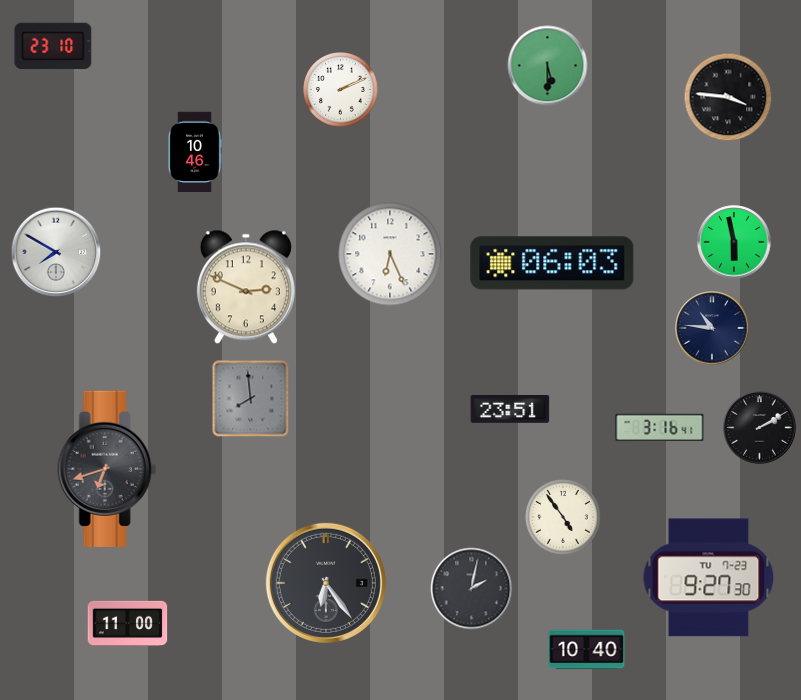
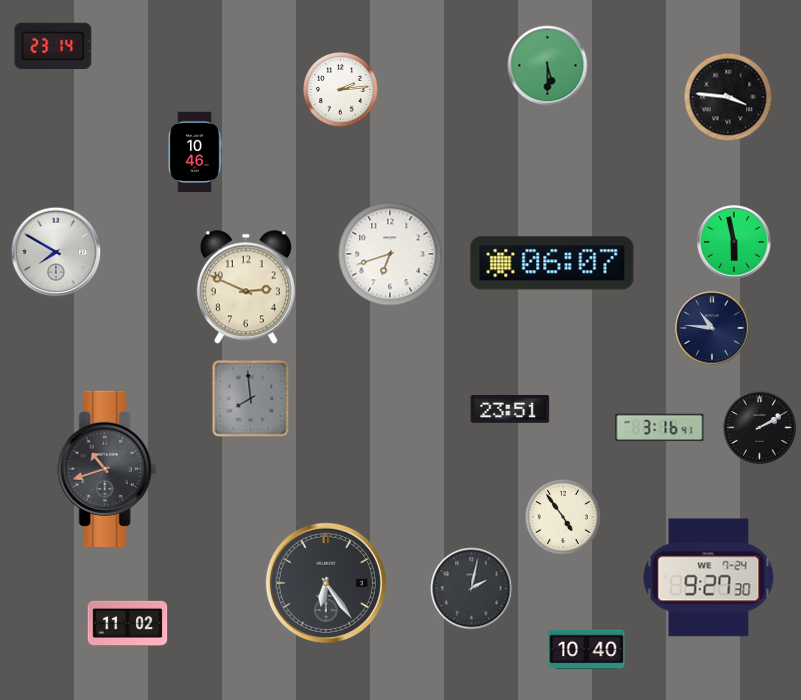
clock at (53, 46): 23:10 -> 23:14
clock at (341, 90): 2:11 -> 2:14
clock at (390, 254): 6:26 -> 6:42
clock at (552, 263): 06:03 -> 06:07
clock at (107, 469): 6:42 -> 10:42
clock at (709, 578) date: TU 7-23 -> WE 7-24
clock at (128, 623): 11:00 -> 11:02
